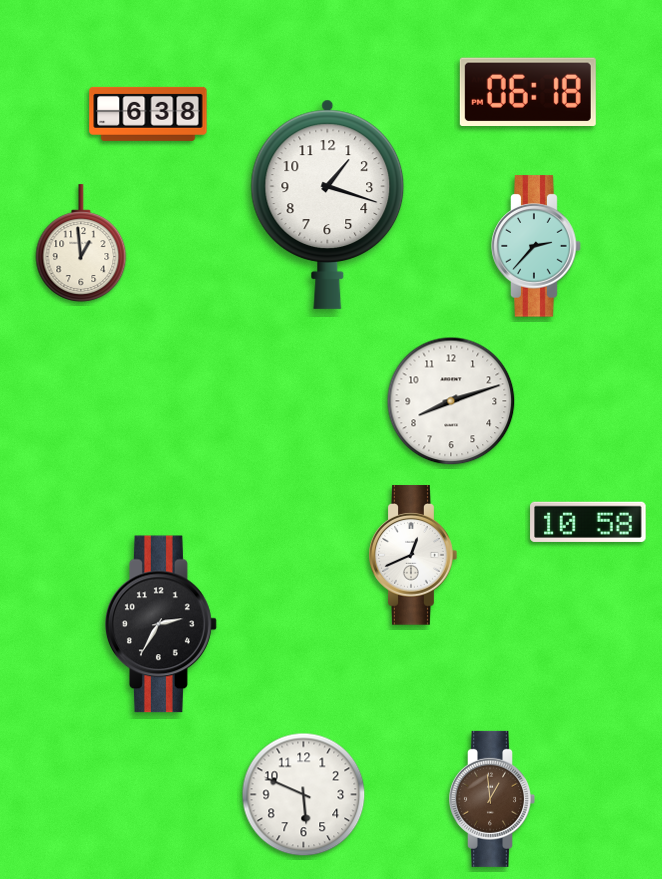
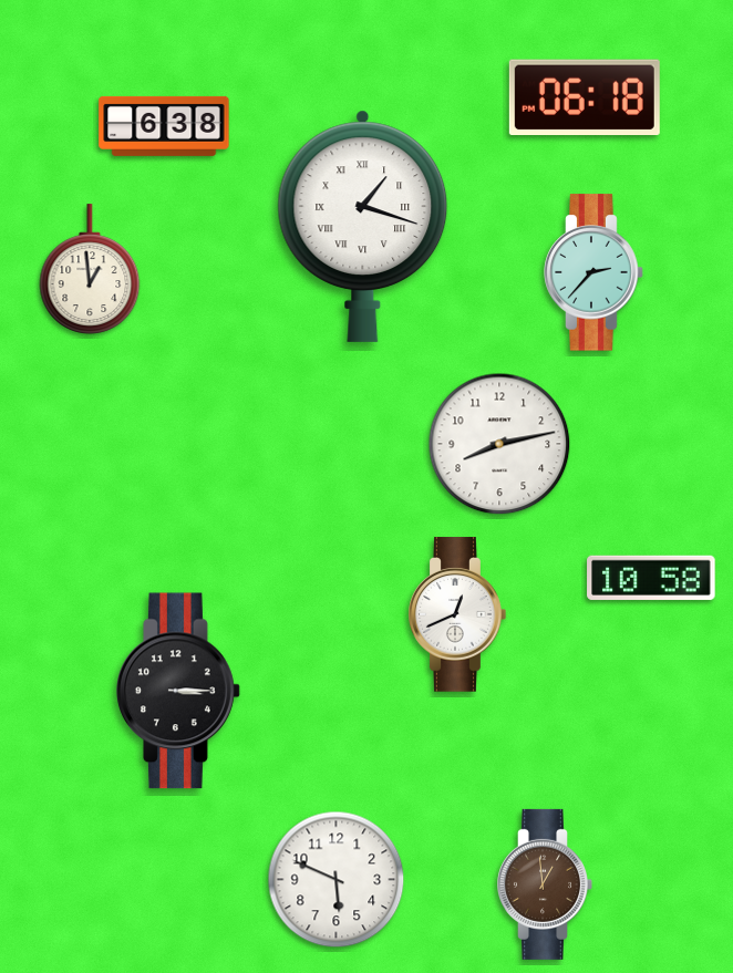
clock at (528, 91) position: (528, 91) -> (585, 96)
clock at (328, 204) numerals: Arabic -> Roman
clock at (451, 401): 8:12 -> 8:13
clock at (162, 624): 2:35 -> 3:15
